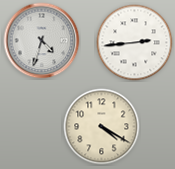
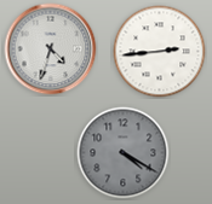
clock at (135, 43) position: (135, 43) -> (160, 52)
clock at (102, 127) dial: cream -> grey
